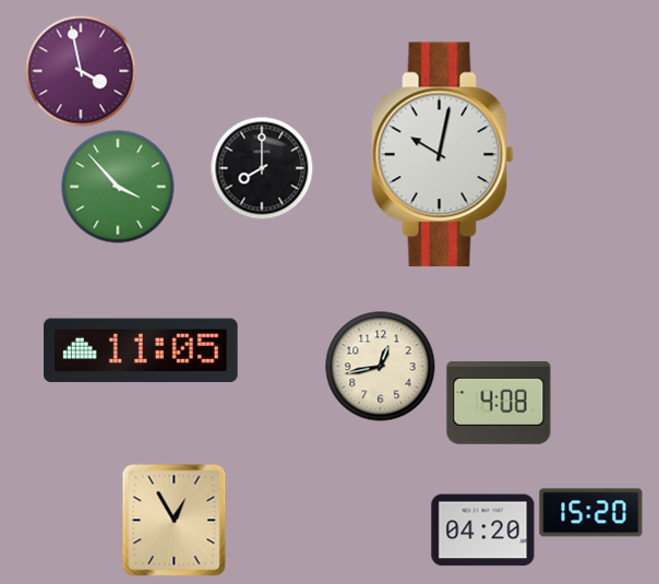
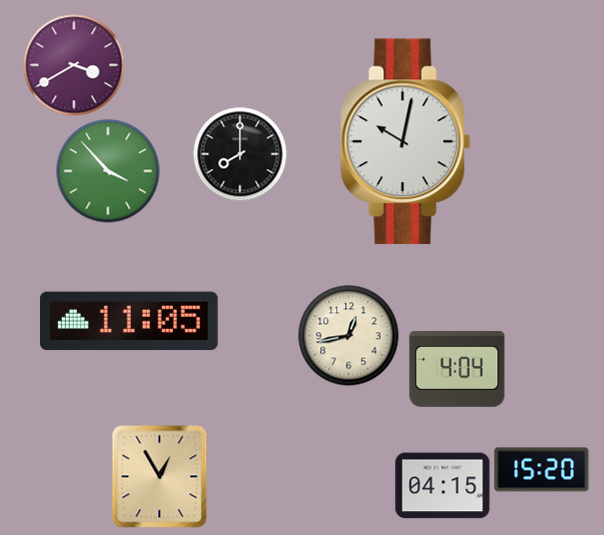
clock at (81, 71): 3:58 -> 3:40
clock at (499, 403): 4:08 -> 4:04
clock at (483, 531): 04:20 -> 04:15
